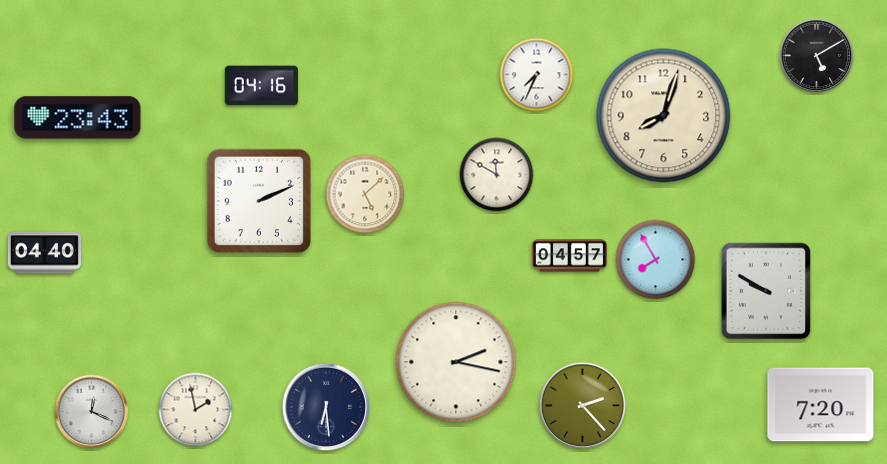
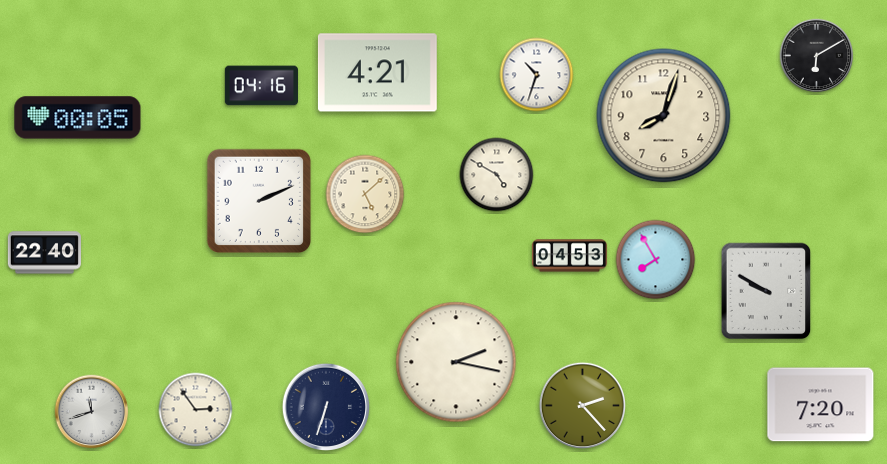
clock at (817, 56): 5:10 -> 6:10
clock at (377, 73): none -> 4:21
clock at (537, 75): 7:34 -> 10:33
clock at (78, 118): 23:43 -> 00:05
clock at (497, 175): 11:50 -> 4:50
clock at (44, 253): 04:40 -> 22:40
clock at (569, 256): 04:57 -> 04:53
clock at (325, 406): 6:29 -> 6:33
clock at (196, 410): 1:58 -> 2:54
clock at (92, 412): 12:19 -> 11:42
